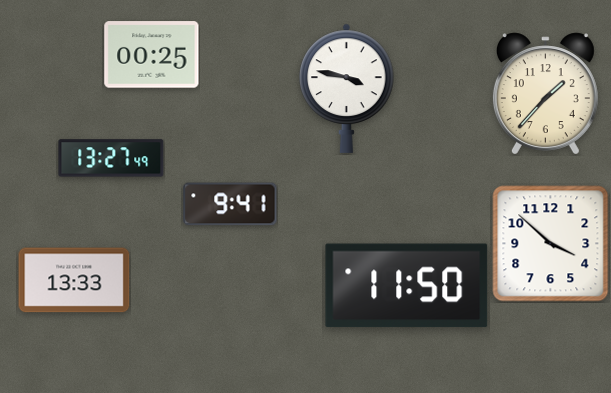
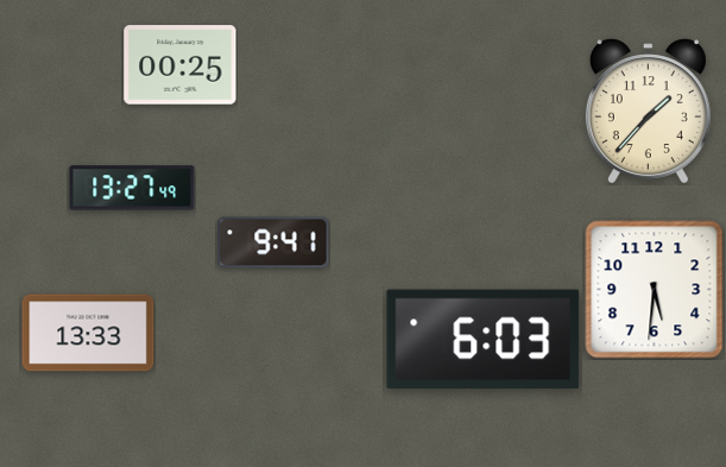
clock at (347, 88): 3:47 -> none
clock at (551, 244): 3:52 -> 5:31
clock at (407, 286): 11:50 -> 6:03
